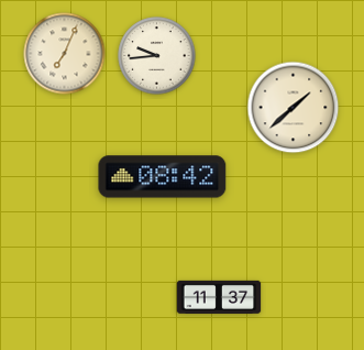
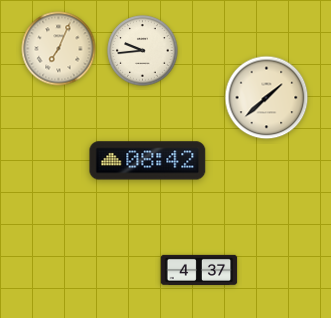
clock at (219, 297): 11:37 -> 4:37
